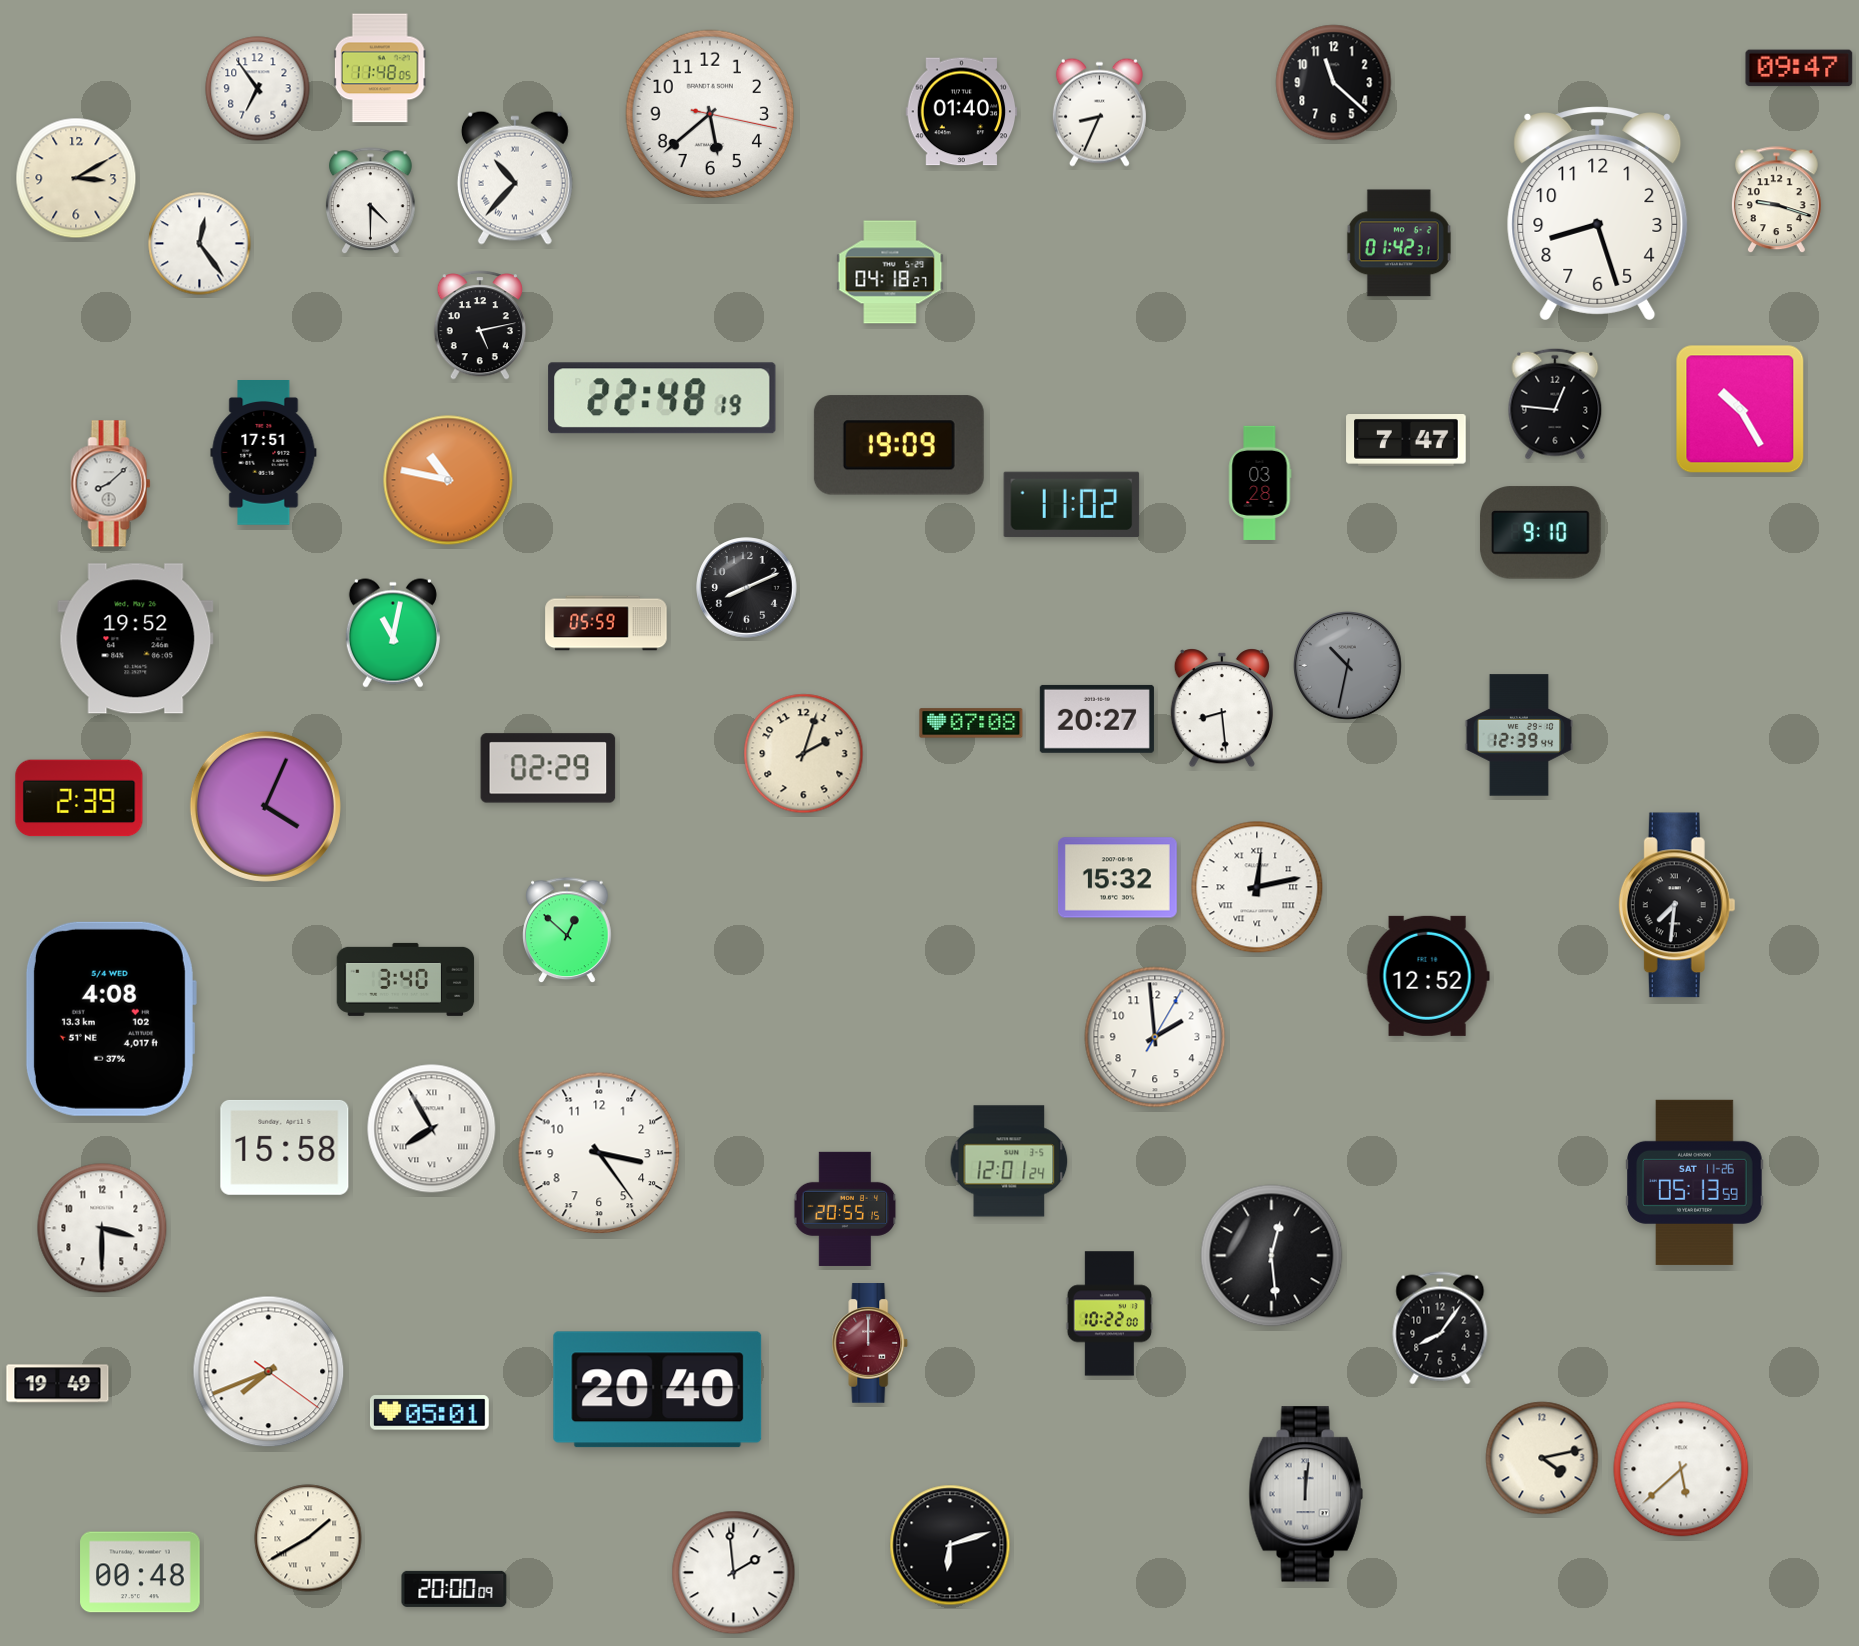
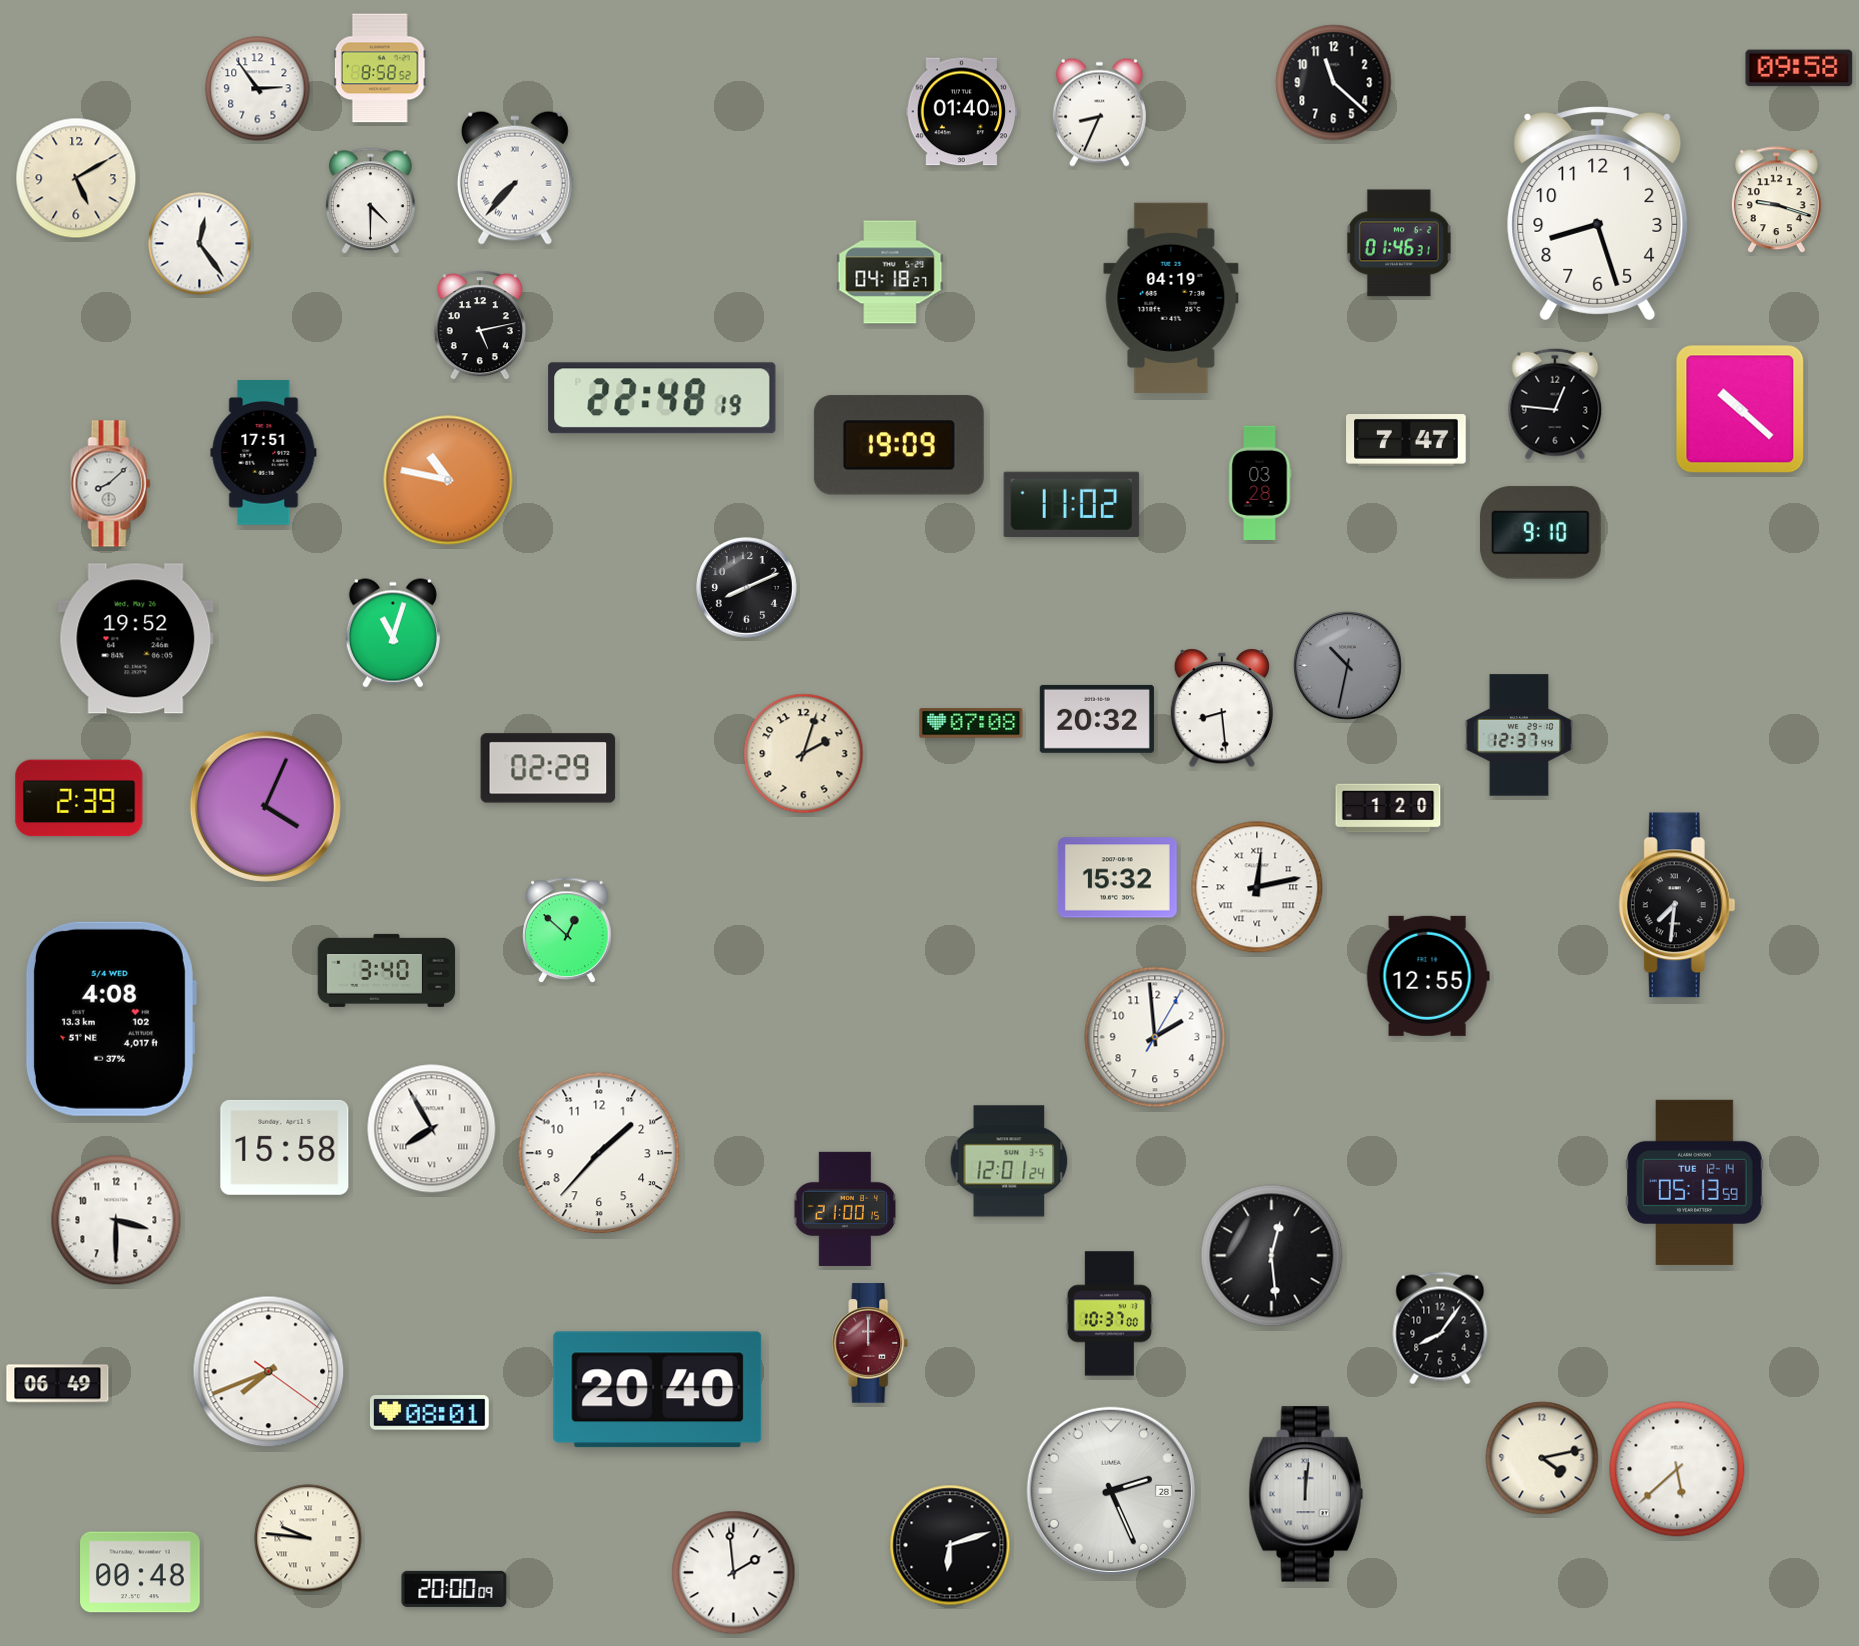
clock at (380, 68): 11:48 -> 8:58
clock at (1799, 68): 09:47 -> 09:58
clock at (258, 89): 6:54 -> 2:54
clock at (710, 114): 5:38 -> none
clock at (76, 178): 3:10 -> 5:10
clock at (515, 178): 10:37 -> 7:37
clock at (1399, 243): 01:42 -> 01:46
clock at (1171, 298): none -> 04:19
clock at (1740, 409): 10:25 -> 10:22
clock at (606, 623): 05:59 -> none
clock at (393, 633): 11:02 -> 11:03
clock at (1097, 719): 20:27 -> 20:32
clock at (1519, 735): 12:39 -> 12:37
clock at (1388, 808): none -> 1:20
clock at (1428, 976): 12:52 -> 12:55
clock at (406, 979) position: (406, 979) -> (387, 970)
clock at (599, 1153): 3:24 -> 1:37
clock at (1695, 1182) date: SAT 11-26 -> TUE 12-14
clock at (845, 1209): 20:55 -> 21:00
clock at (102, 1228) position: (102, 1228) -> (116, 1220)
clock at (1110, 1314): 10:22 -> 10:37
clock at (58, 1384): 19:49 -> 06:49
clock at (430, 1413): 05:01 -> 08:01
clock at (1681, 1469) position: (1681, 1469) -> (1677, 1469)
clock at (1111, 1491): none -> 2:26
clock at (308, 1538): 1:40 -> 9:46
